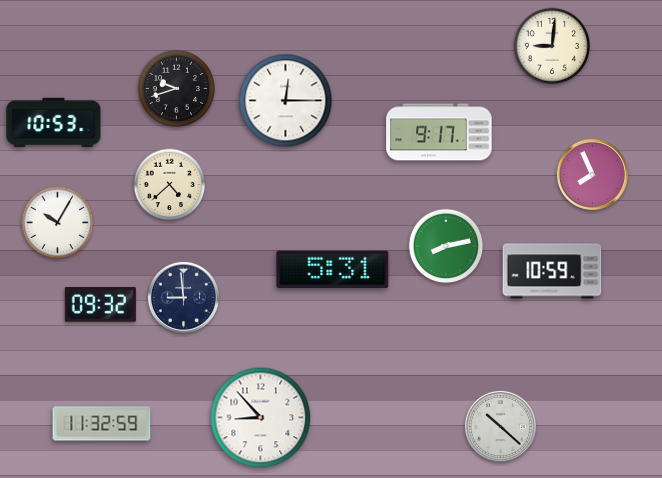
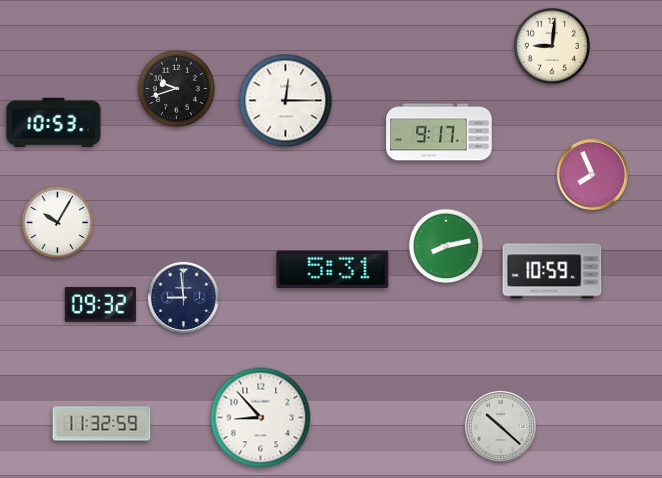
clock at (170, 185): 4:38 -> none
